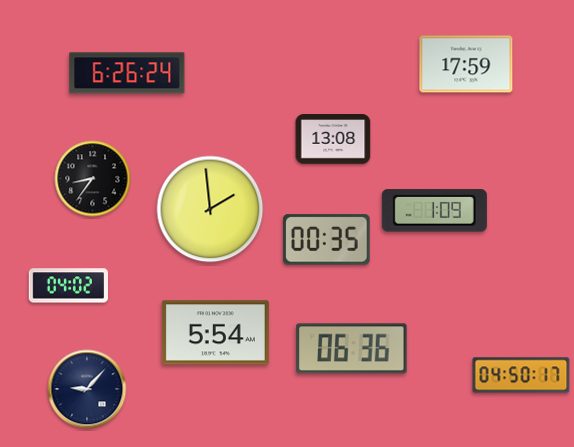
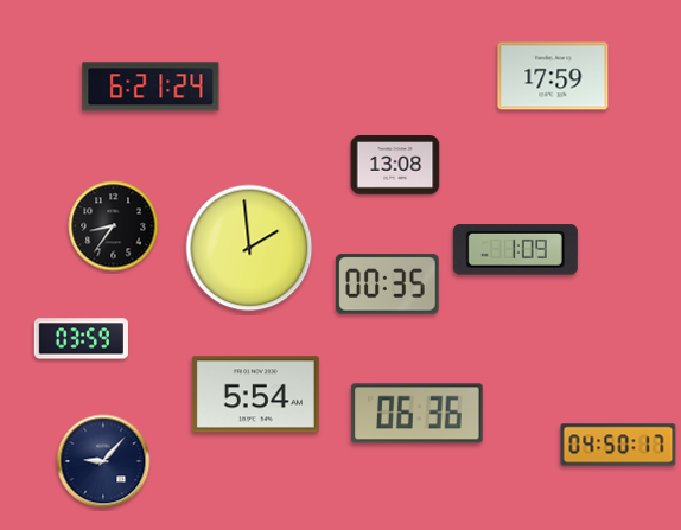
clock at (127, 73): 6:26 -> 6:21
clock at (93, 179) position: (93, 179) -> (114, 226)
clock at (68, 286): 04:02 -> 03:59
